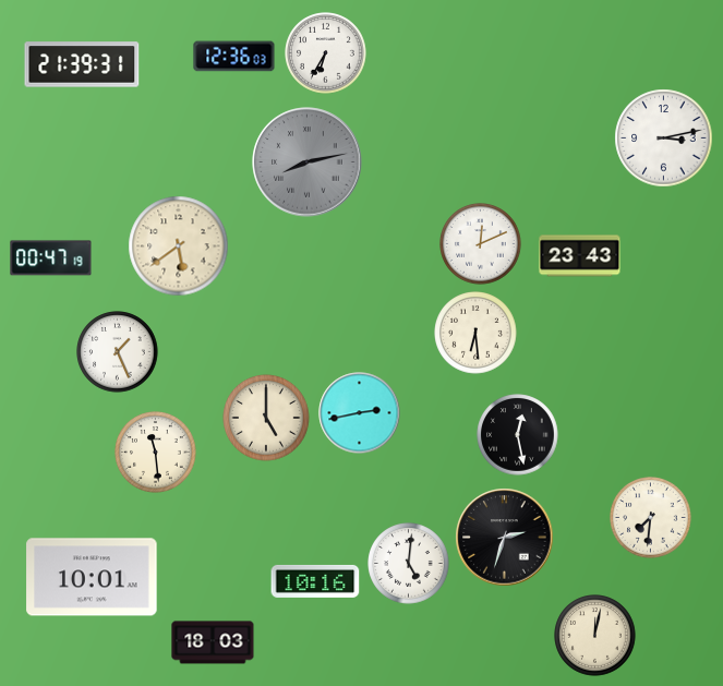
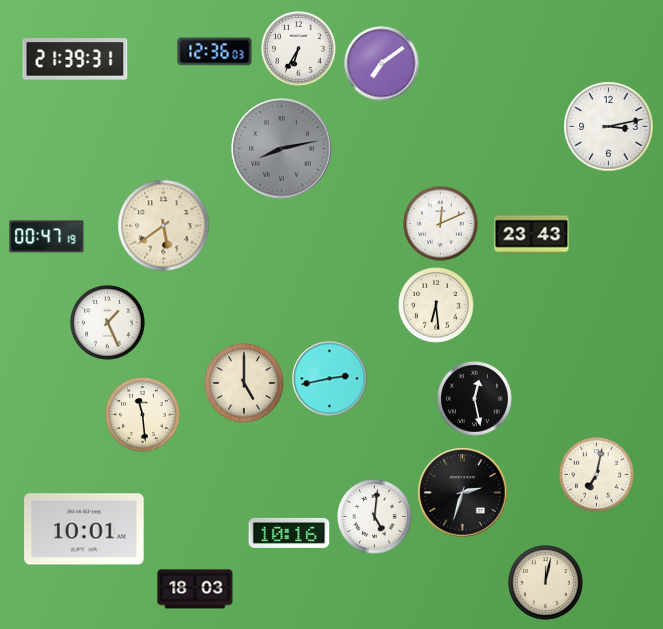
clock at (382, 64): none -> 7:09
clock at (651, 518): 7:31 -> 7:02
